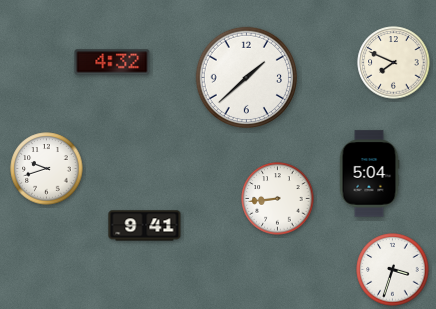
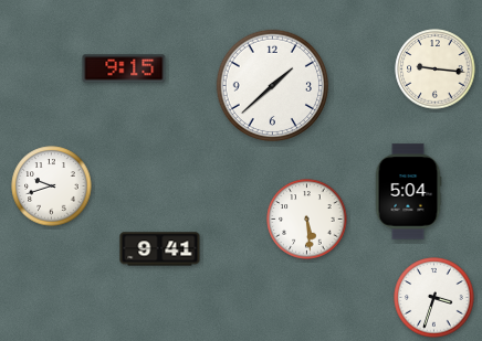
clock at (112, 62): 4:32 -> 9:15
clock at (394, 63): 7:49 -> 9:16
clock at (278, 199): 8:44 -> 5:29
